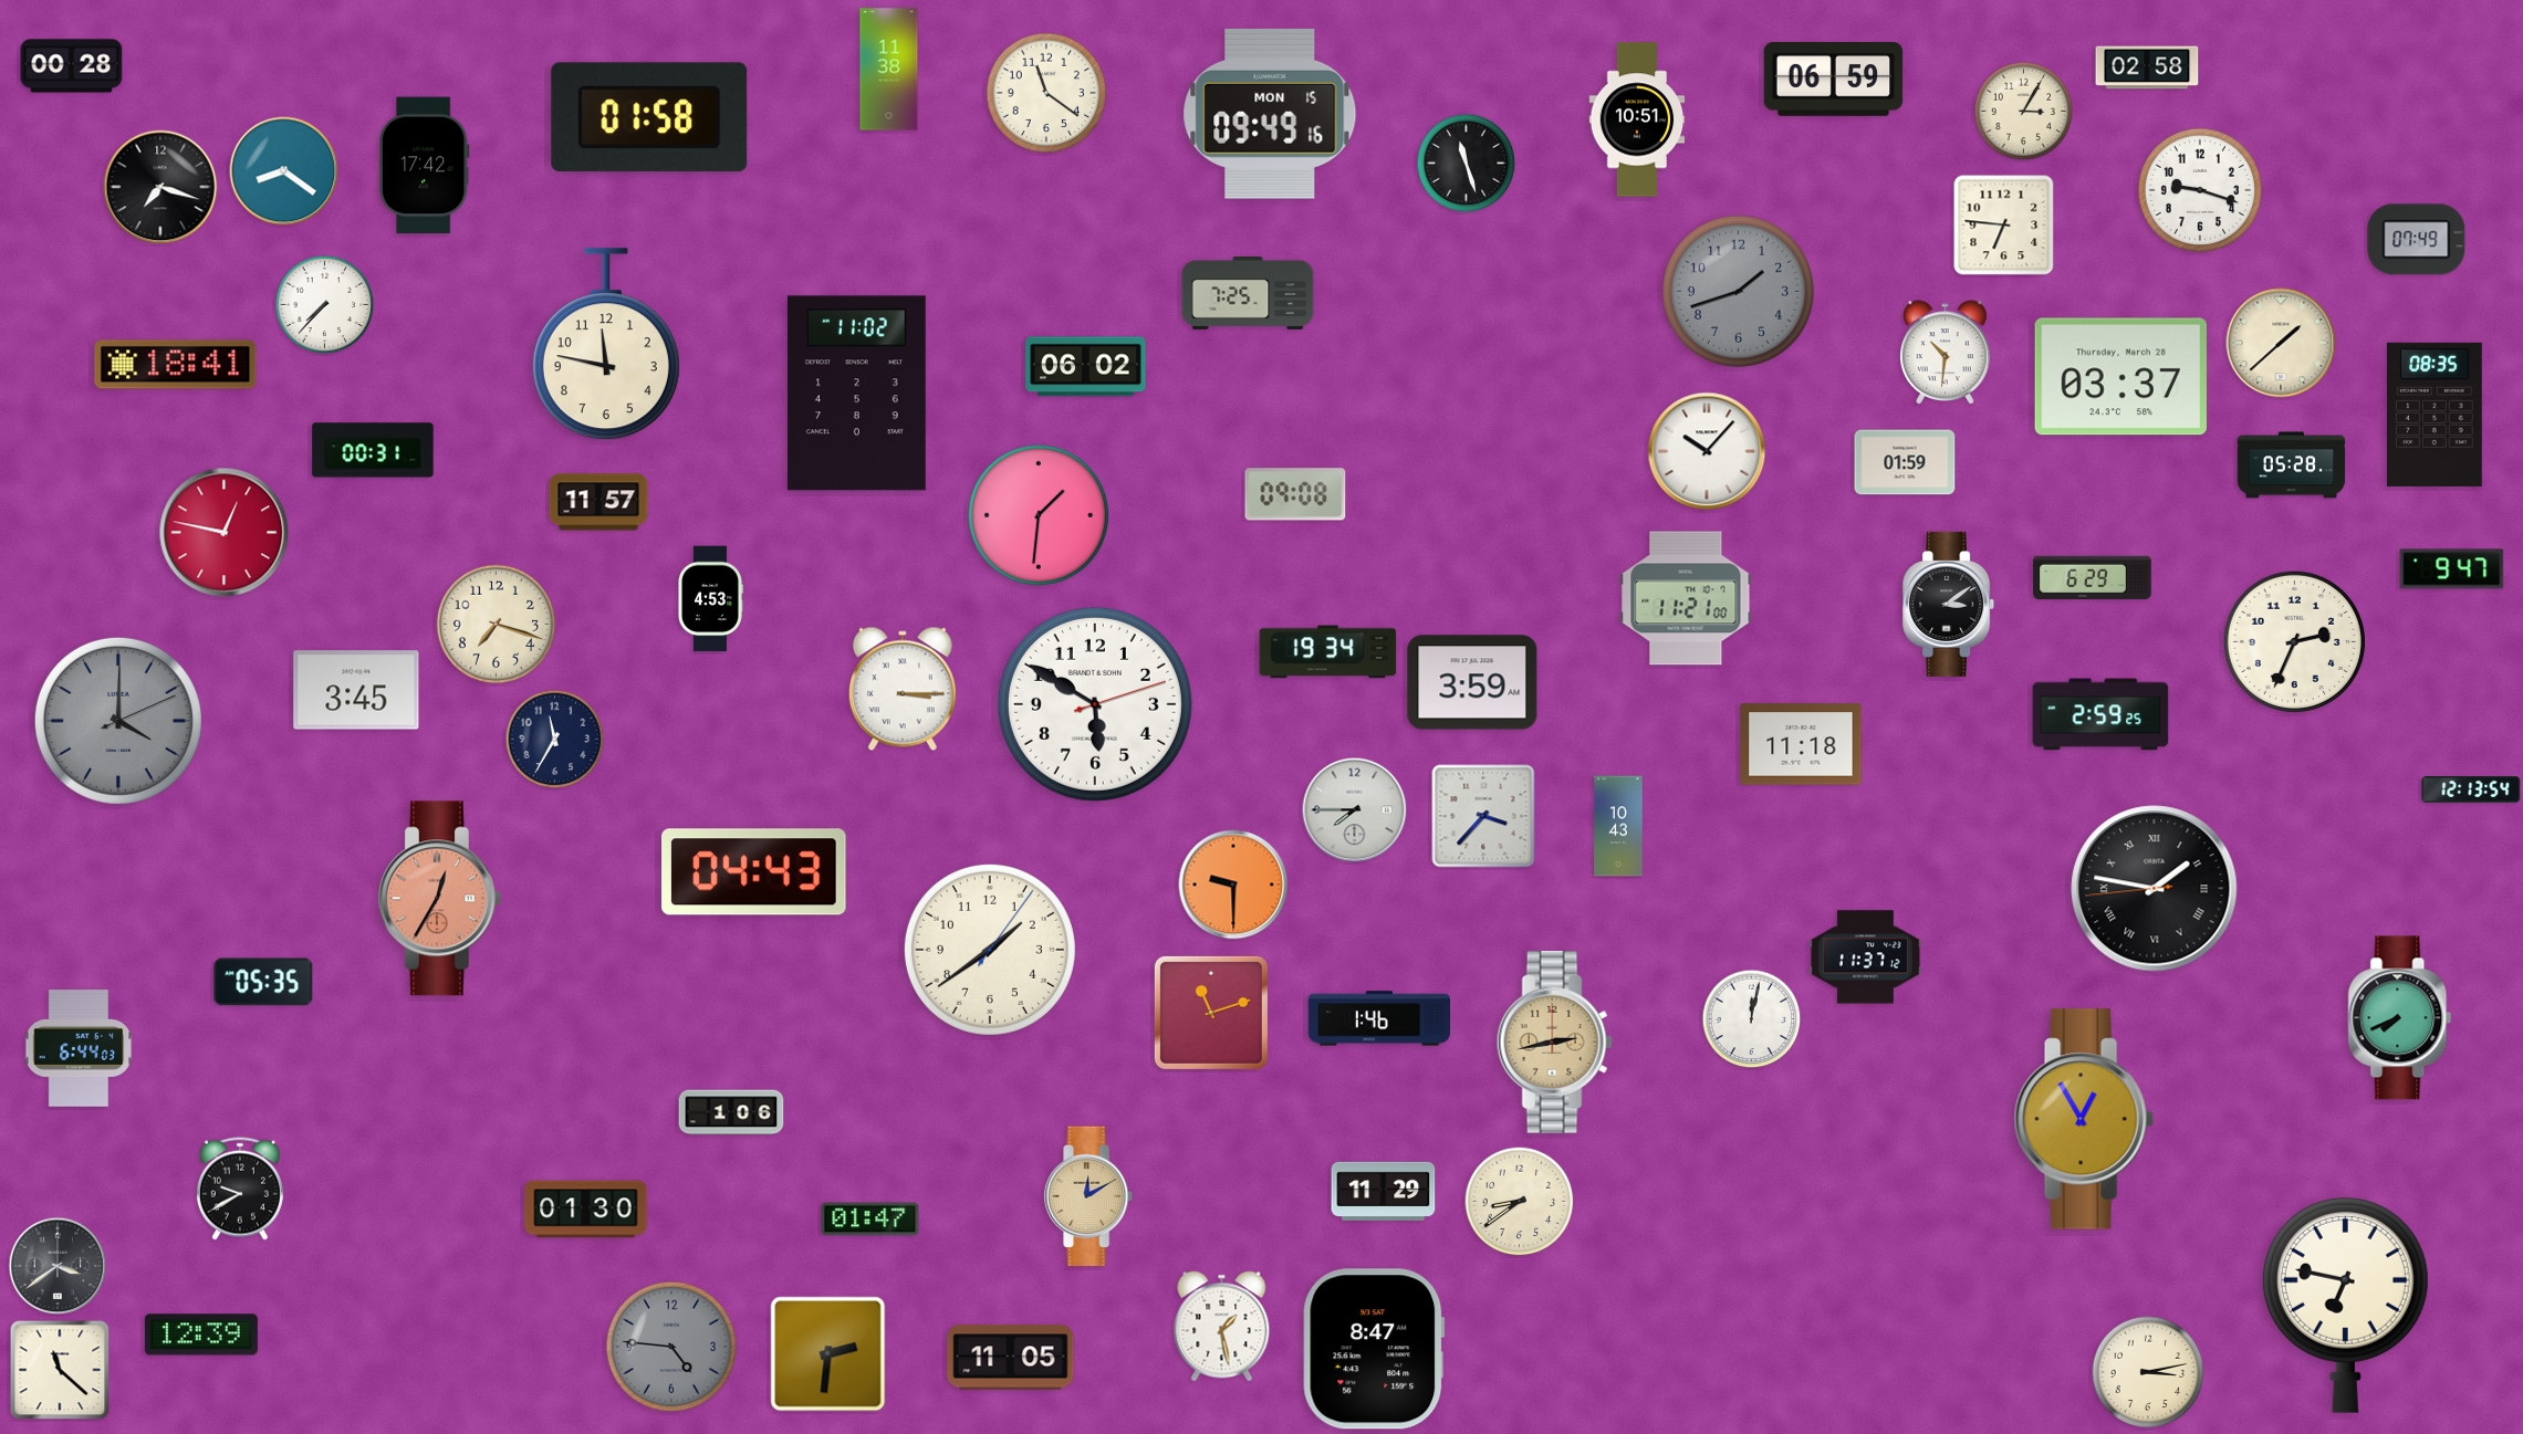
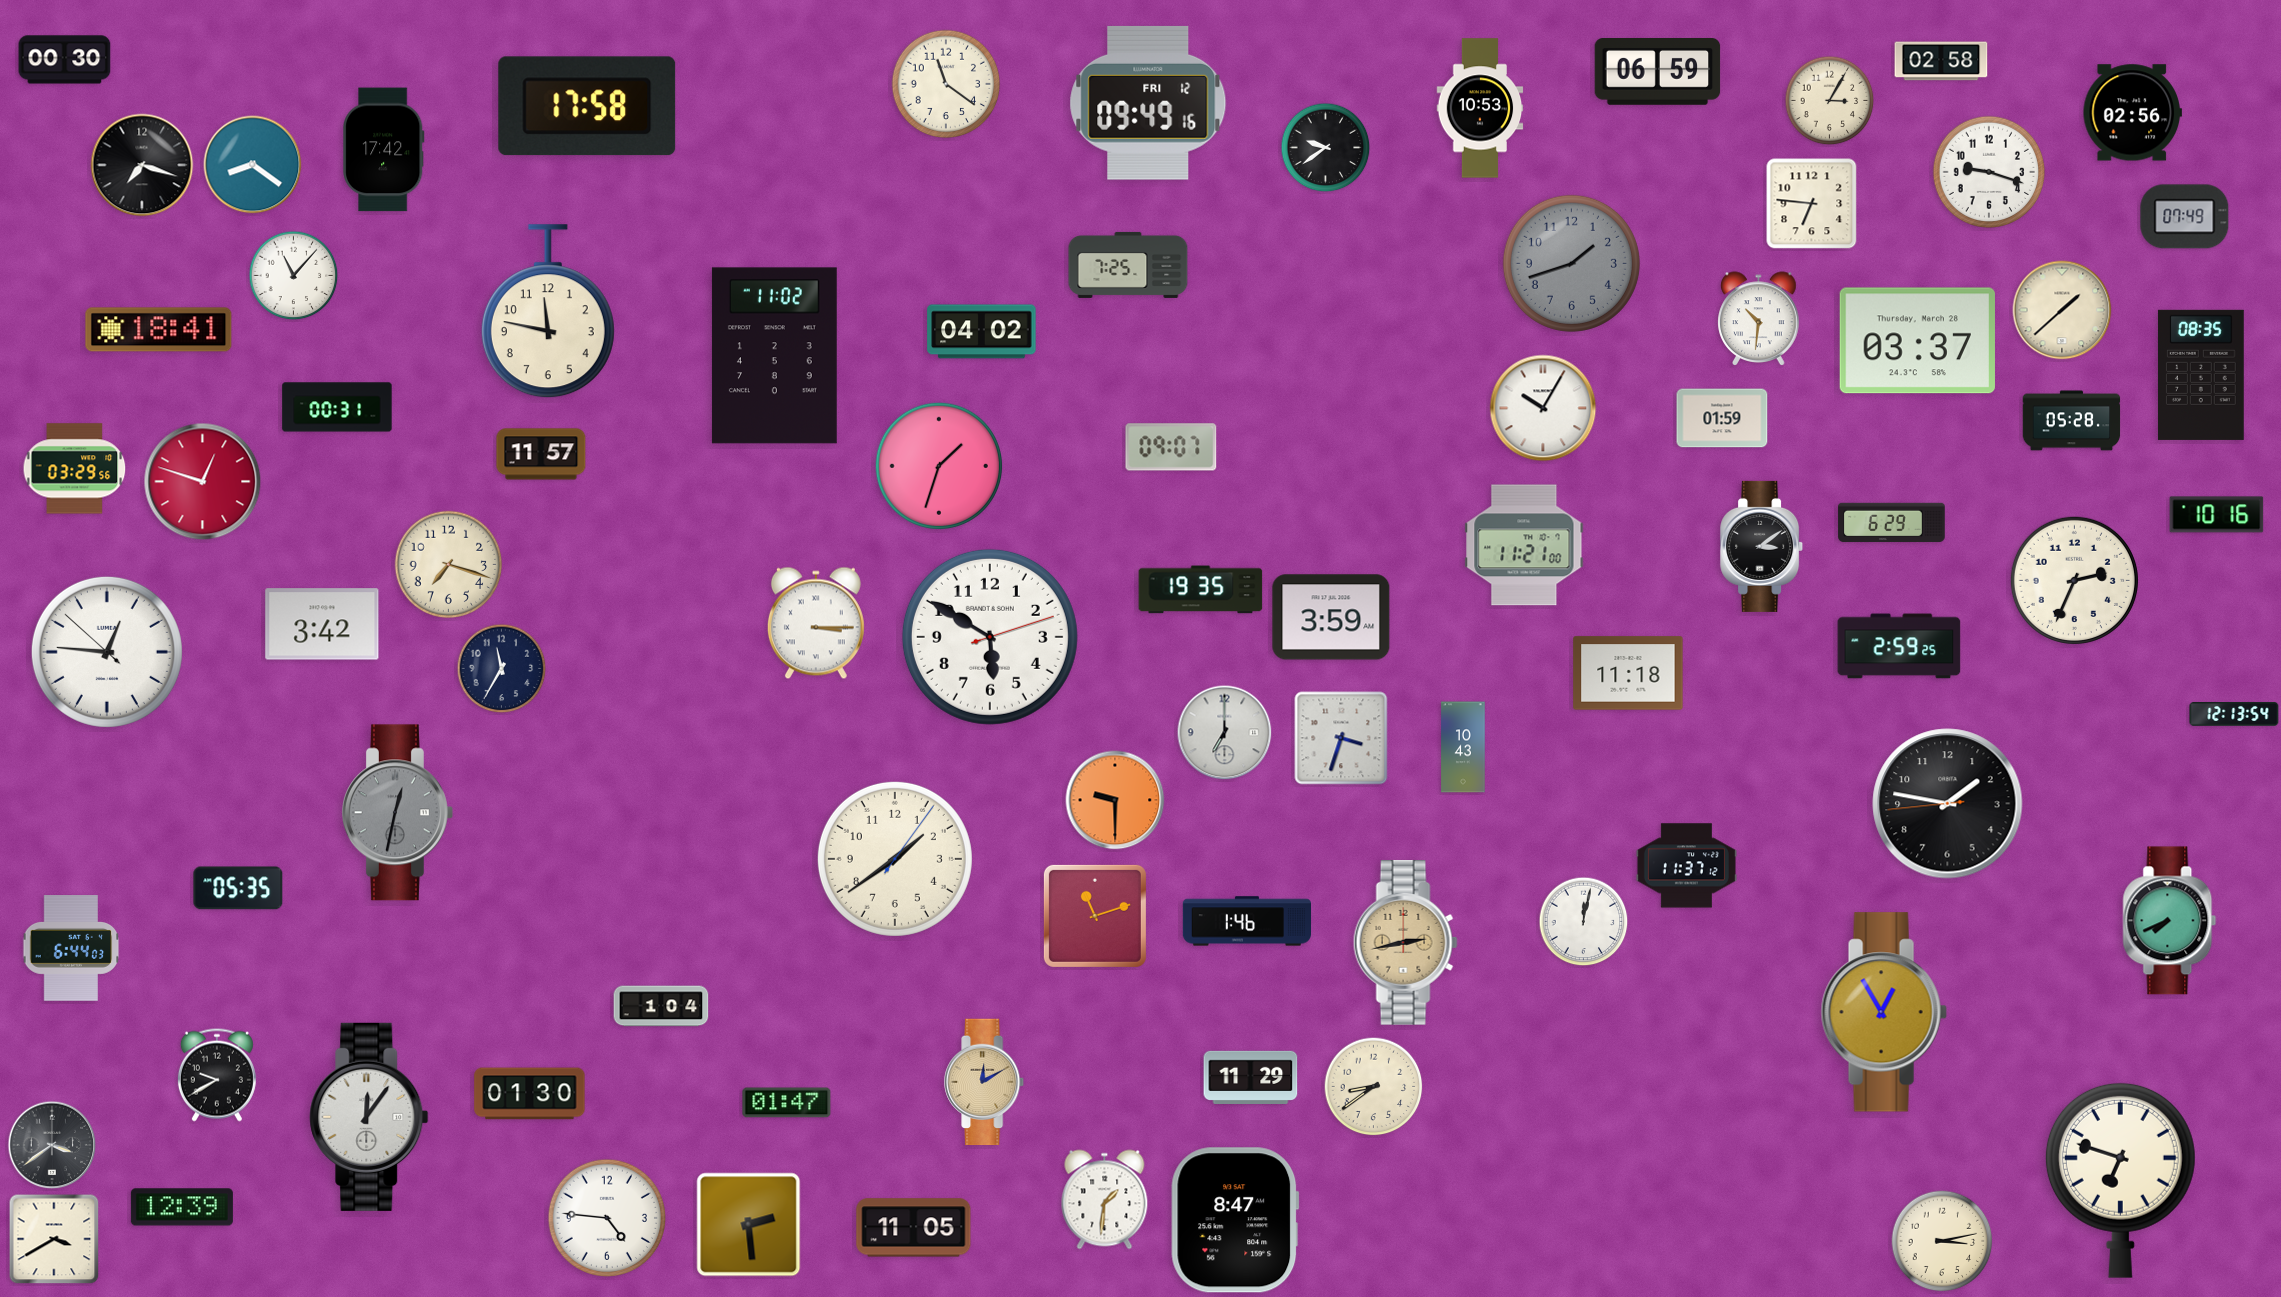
clock at (72, 66): 00:28 -> 00:30
clock at (889, 70): 11:38 -> none
clock at (1270, 114) date: MON 15 -> FRI 12
clock at (649, 117): 01:58 -> 17:58
clock at (1637, 119): 10:51 -> 10:53
clock at (2132, 113): none -> 02:56
clock at (1467, 164): 11:27 -> 9:39
clock at (284, 171) position: (284, 171) -> (253, 165)
clock at (160, 187) position: (160, 187) -> (142, 165)
clock at (325, 305): 7:37 -> 11:07
clock at (1086, 367): 06:02 -> 04:02
clock at (1707, 451): 10:07 -> 10:05
clock at (1295, 494): 09:08 -> 09:07
clock at (1039, 515): 1:31 -> 1:33
clock at (75, 469): none -> 03:29
clock at (225, 533): 12:47 -> 12:48
clock at (2452, 569): 9:47 -> 10:16
clock at (1686, 598) position: (1686, 598) -> (1524, 545)
clock at (710, 599): 4:53 -> none
clock at (1328, 652): 19:34 -> 19:35
clock at (356, 690): 3:45 -> 3:42
clock at (118, 721): 4:00 -> 12:45
clock at (118, 721) dial: grey -> white
clock at (1355, 810): 7:45 -> 7:00
clock at (1483, 816): 3:37 -> 3:33
clock at (754, 872): 04:43 -> none
clock at (2155, 889) numerals: Roman -> Arabic
clock at (439, 899): 12:35 -> 12:32
clock at (439, 899) dial: salmon -> grey
clock at (731, 1112): 1:06 -> 1:04
clock at (369, 1117): none -> 12:06
clock at (2345, 1305): 6:47 -> 6:48
clock at (1222, 1327): 1:28 -> 1:31
clock at (670, 1346) dial: grey -> white
clock at (1374, 1349) position: (1374, 1349) -> (1235, 1220)
clock at (828, 1354): 2:31 -> 2:29
clock at (60, 1370): 11:22 -> 3:40
